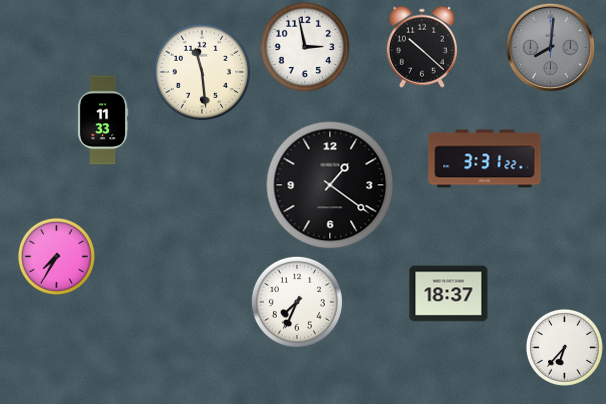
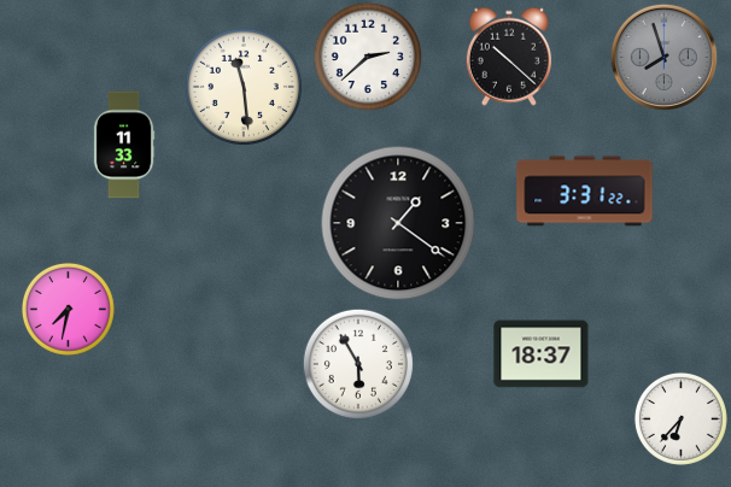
clock at (305, 47): 2:58 -> 2:38
clock at (550, 47): 8:01 -> 7:57
clock at (56, 256): 7:35 -> 7:32
clock at (297, 302): 7:34 -> 5:55
